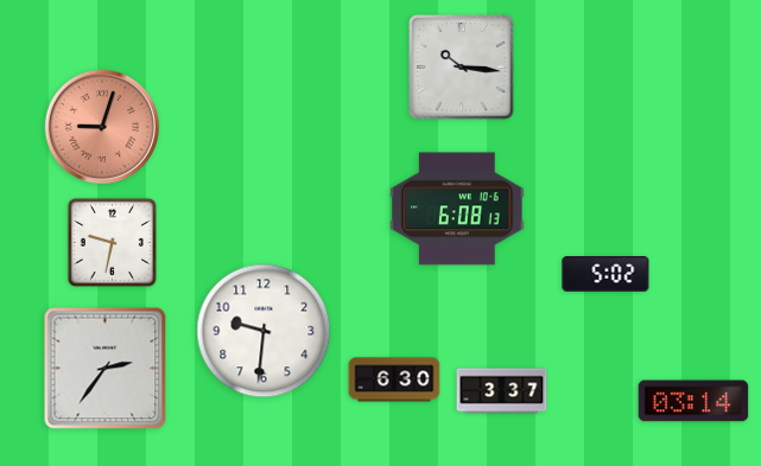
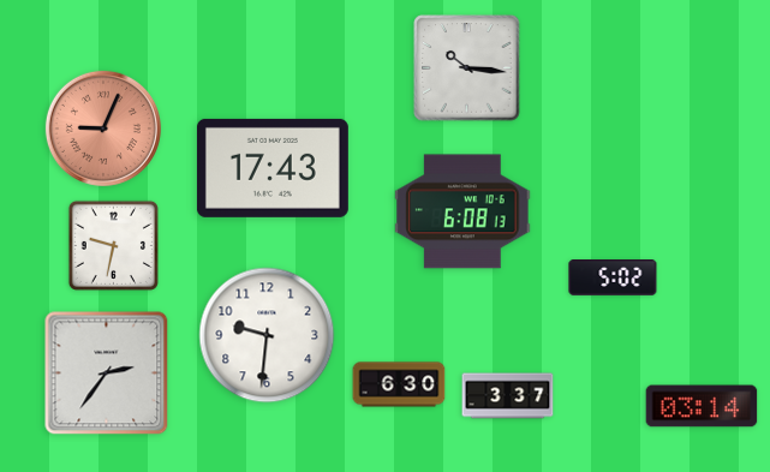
clock at (102, 127): 9:03 -> 9:04
clock at (273, 168): none -> 17:43
